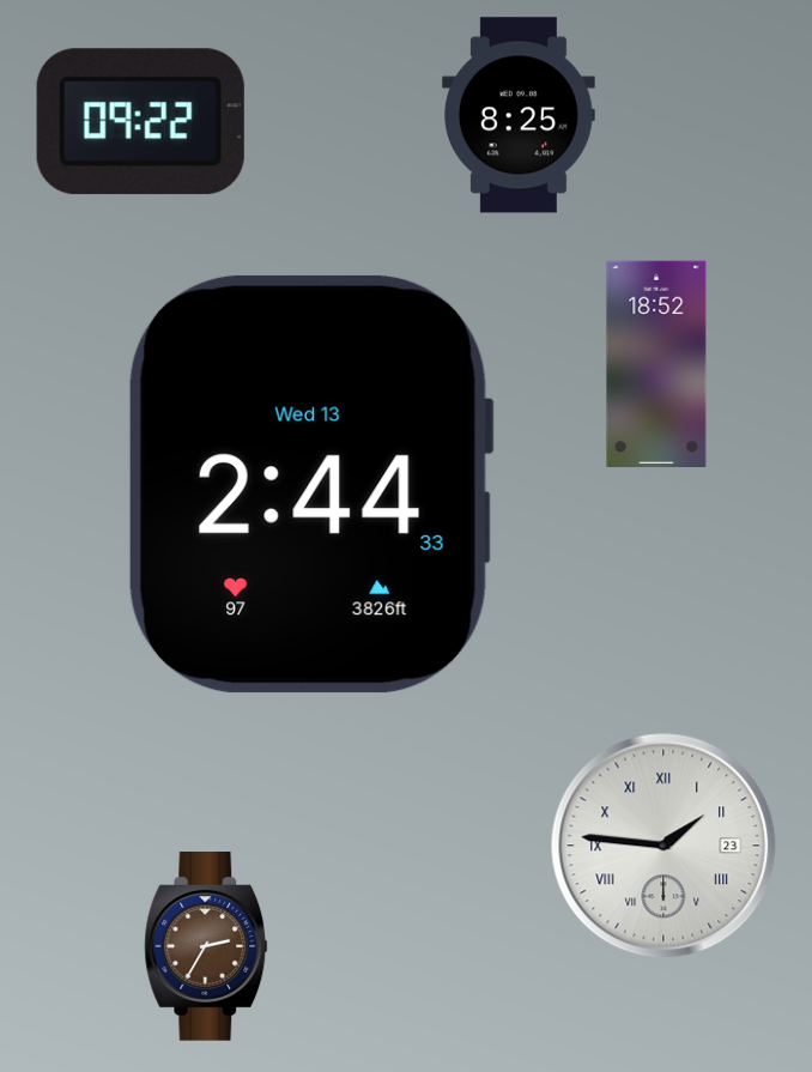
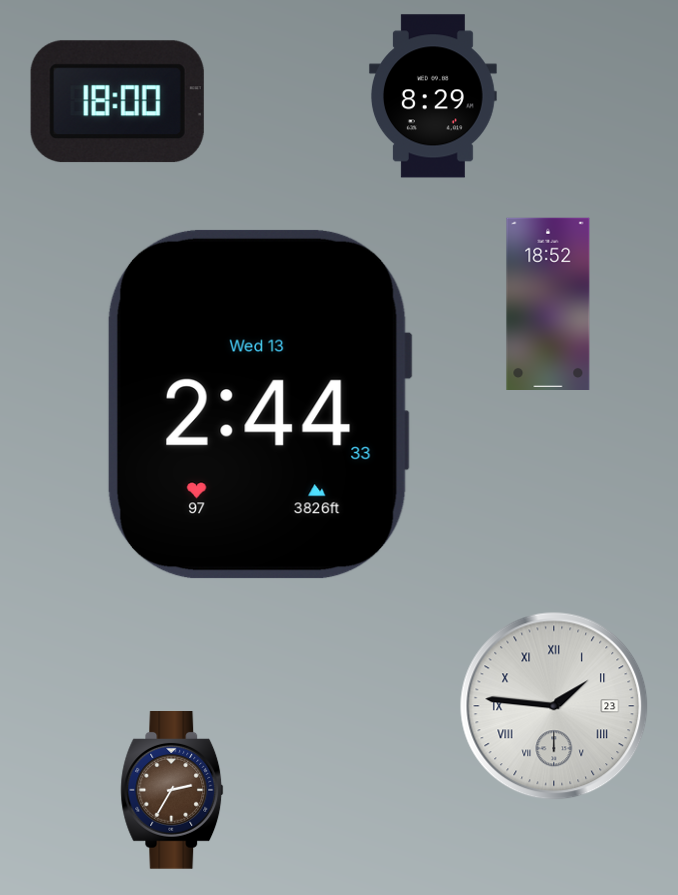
clock at (519, 115): 8:25 -> 8:29
clock at (140, 122): 09:22 -> 18:00
